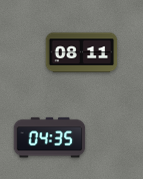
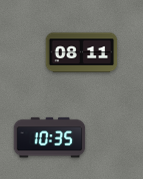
clock at (50, 138): 04:35 -> 10:35
